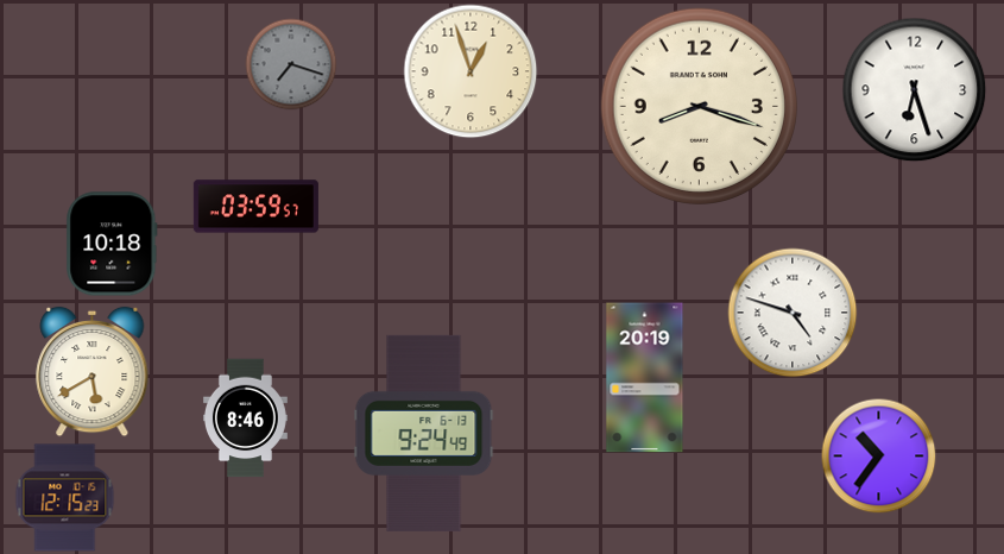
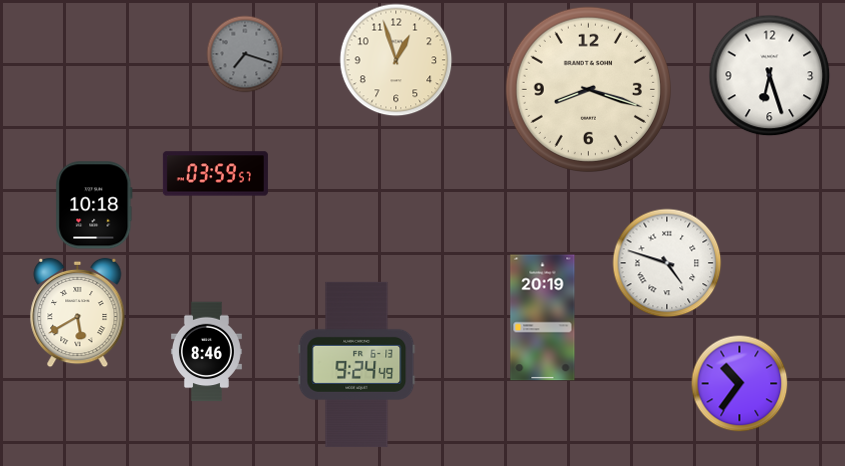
clock at (65, 498): 12:15 -> none
